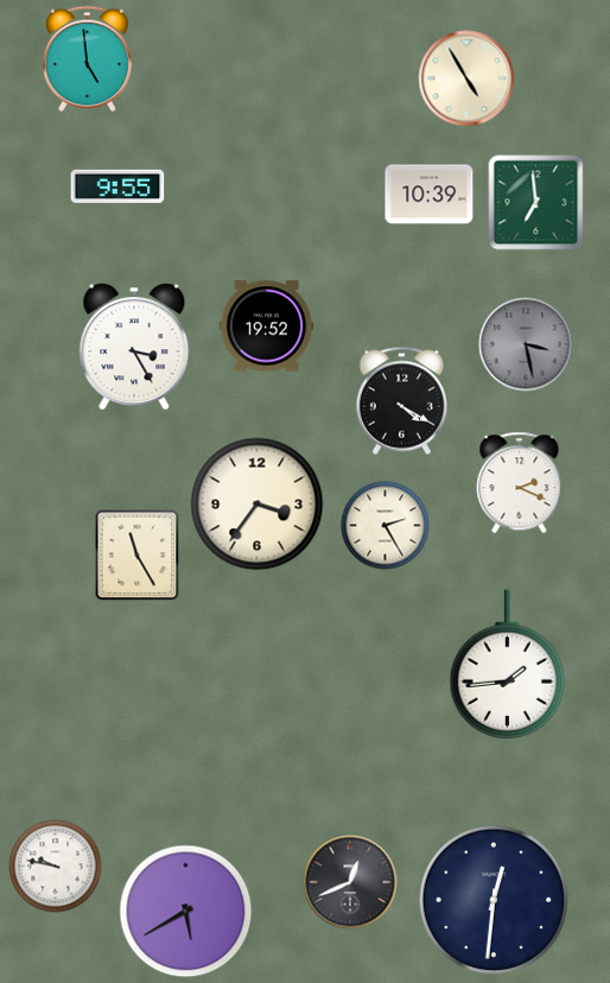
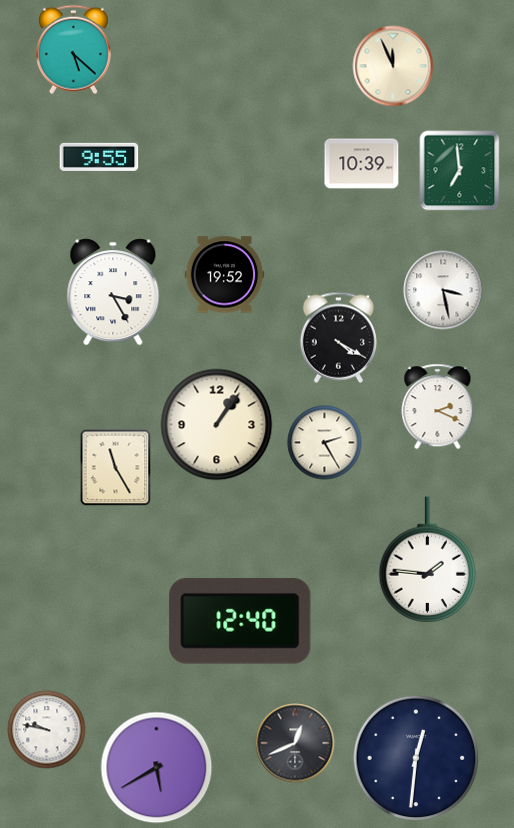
clock at (87, 59): 4:59 -> 5:22
clock at (466, 78): 4:55 -> 11:56
clock at (536, 203) position: (536, 203) -> (460, 171)
clock at (526, 344) dial: grey -> white
clock at (258, 505): 3:36 -> 1:06
clock at (508, 665): 1:44 -> 1:46
clock at (240, 621): none -> 12:40
